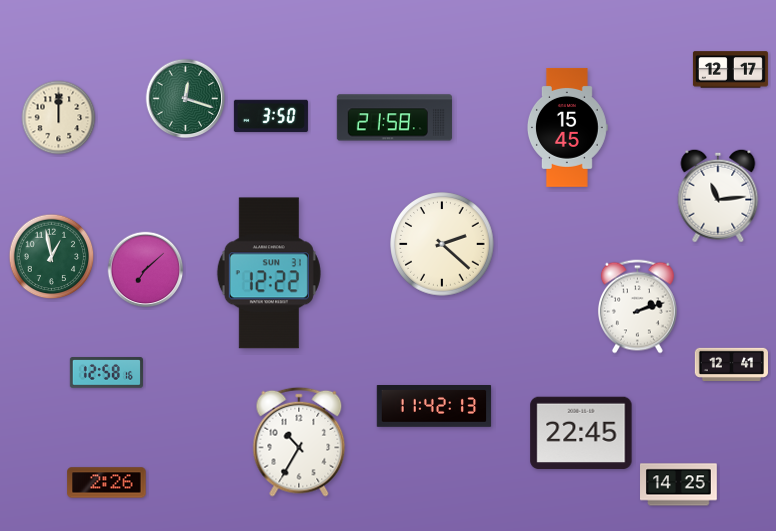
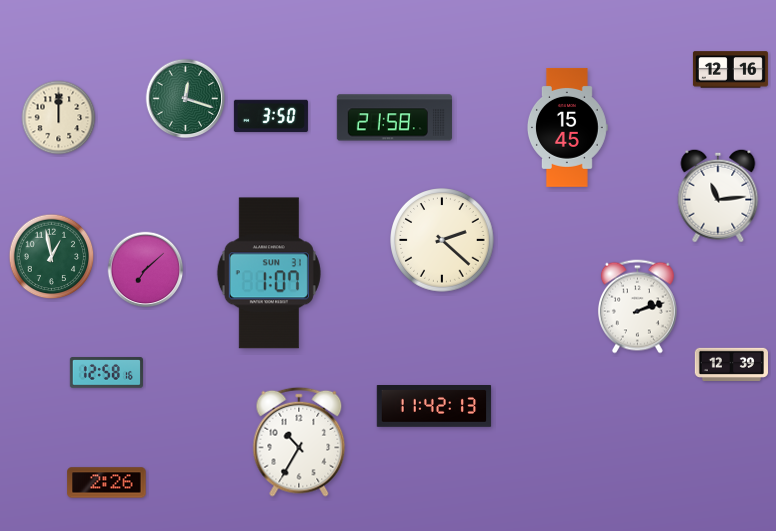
clock at (730, 70): 12:17 -> 12:16
clock at (442, 244) position: (442, 244) -> (442, 240)
clock at (269, 273): 12:22 -> 1:07
clock at (731, 364): 12:41 -> 12:39
clock at (581, 433): 22:45 -> none
clock at (679, 485): 14:25 -> none
